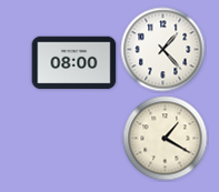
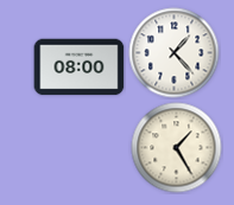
clock at (166, 139): 1:20 -> 1:25
